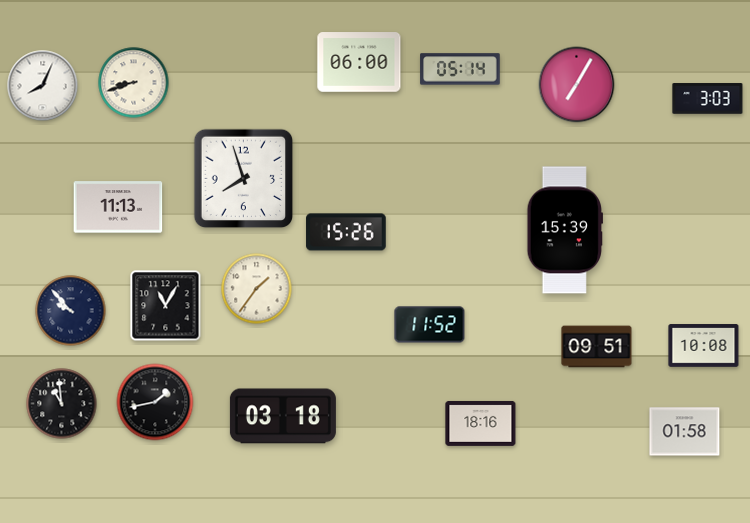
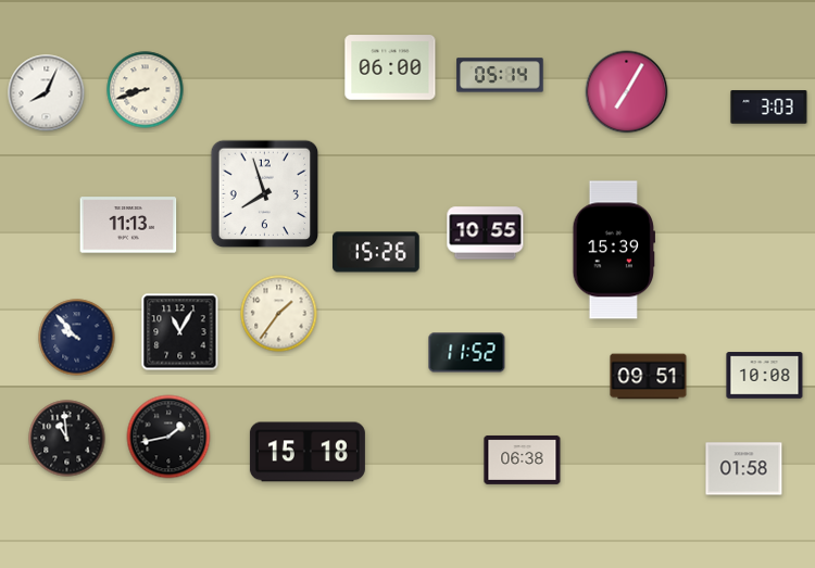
clock at (486, 233): none -> 10:55
clock at (283, 416): 03:18 -> 15:18
clock at (481, 423): 18:16 -> 06:38
